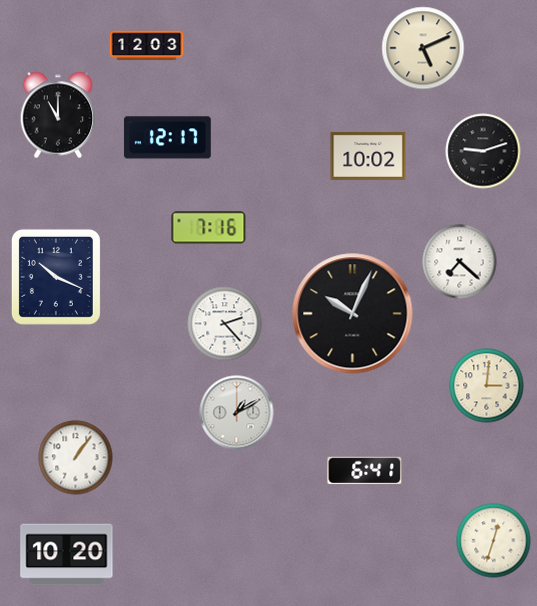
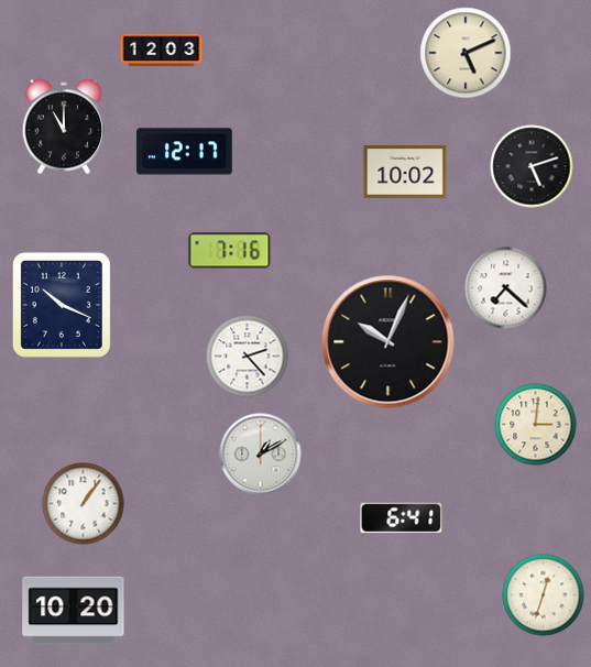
clock at (483, 151): 9:12 -> 5:12
clock at (353, 314) position: (353, 314) -> (388, 342)
